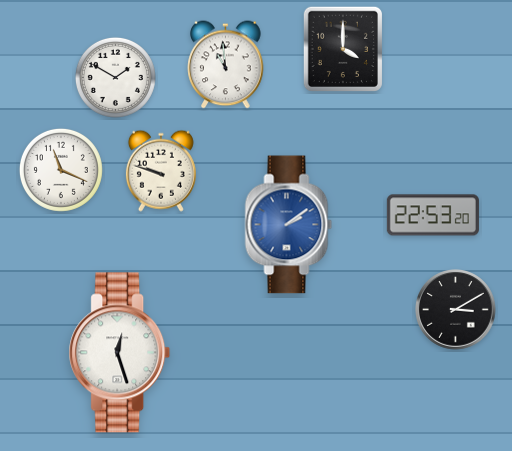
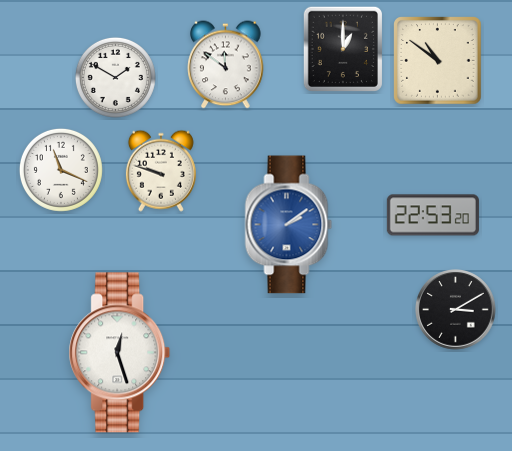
clock at (342, 48): 4:00 -> 1:00
clock at (438, 61): none -> 10:51
clock at (226, 65): 10:59 -> 11:51
